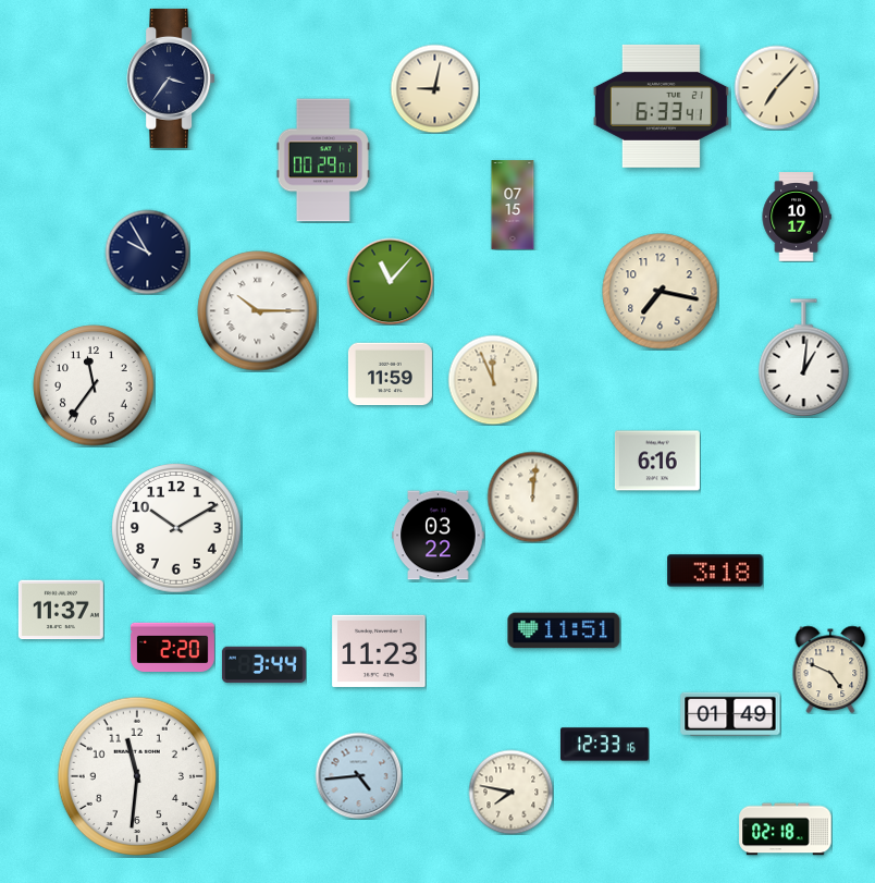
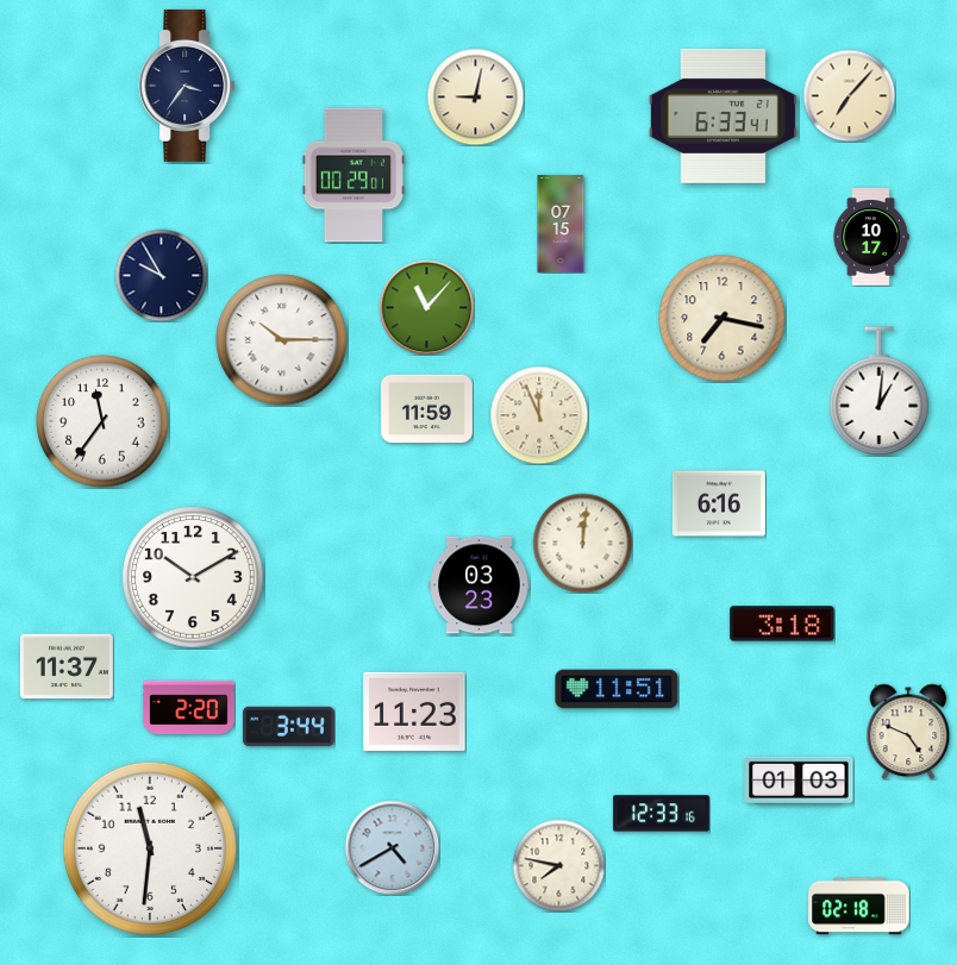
clock at (439, 536): 03:22 -> 03:23
clock at (730, 714): 01:49 -> 01:03
clock at (358, 775): 4:44 -> 4:40
